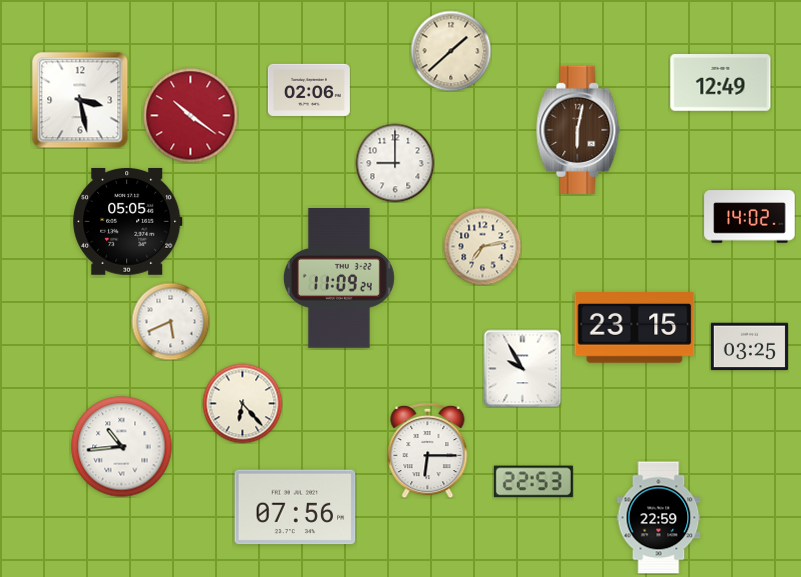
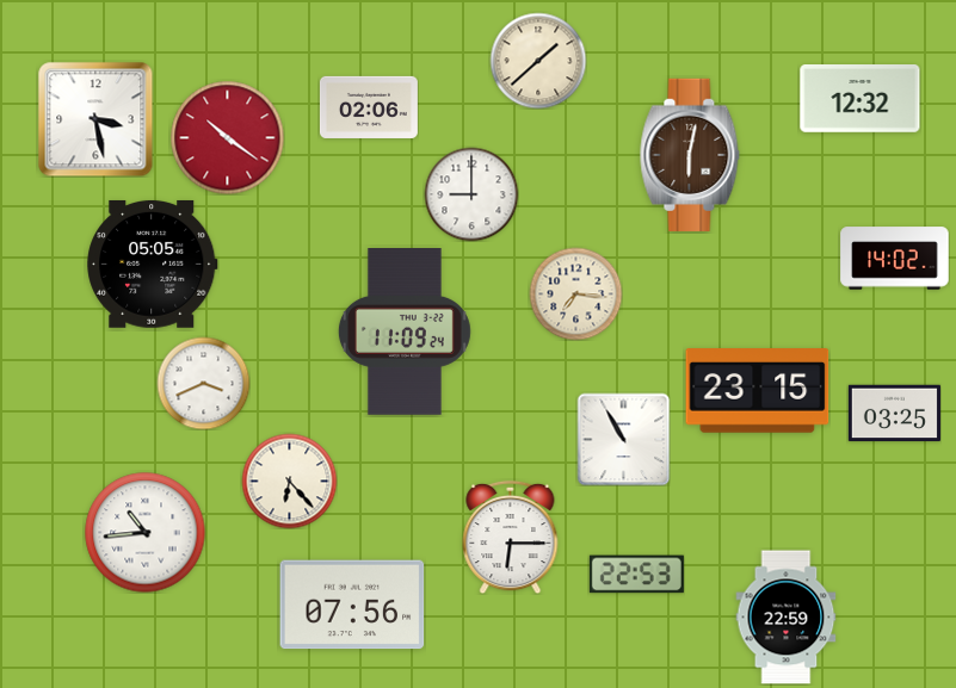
clock at (721, 83): 12:49 -> 12:32
clock at (482, 246): 7:13 -> 7:16
clock at (170, 321): 5:41 -> 3:41
clock at (522, 368): 9:55 -> 10:55
